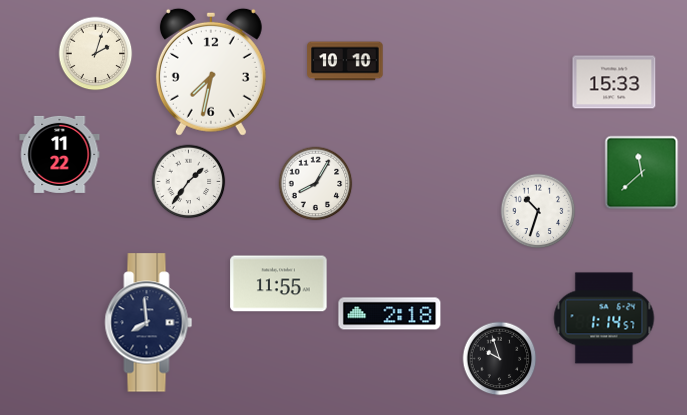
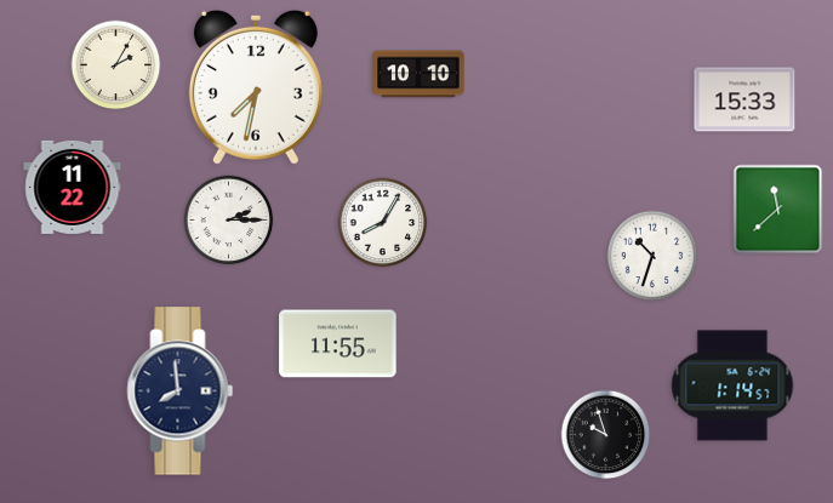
clock at (96, 54): 2:03 -> 2:05
clock at (189, 182): 1:36 -> 2:15
clock at (390, 314): 2:18 -> none
